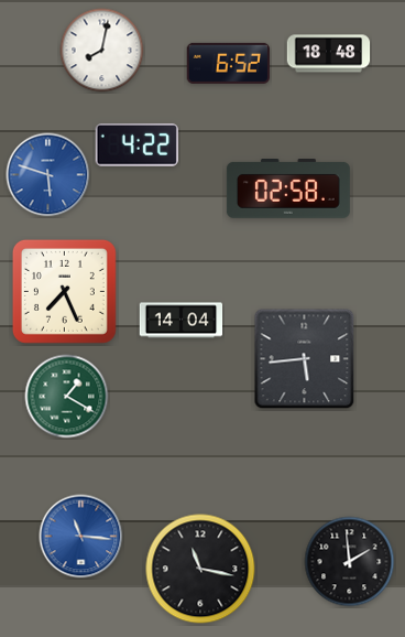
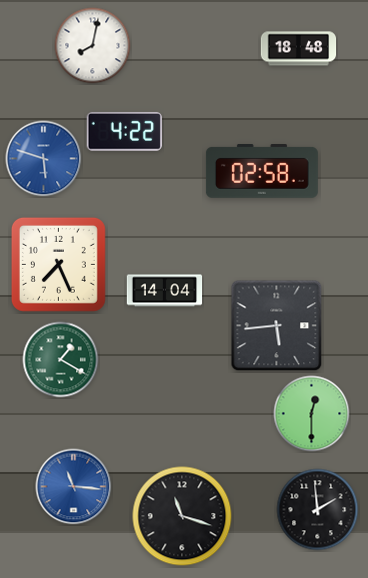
clock at (228, 63): 6:52 -> none
clock at (312, 414): none -> 12:30
clock at (200, 569): 11:17 -> 11:18
